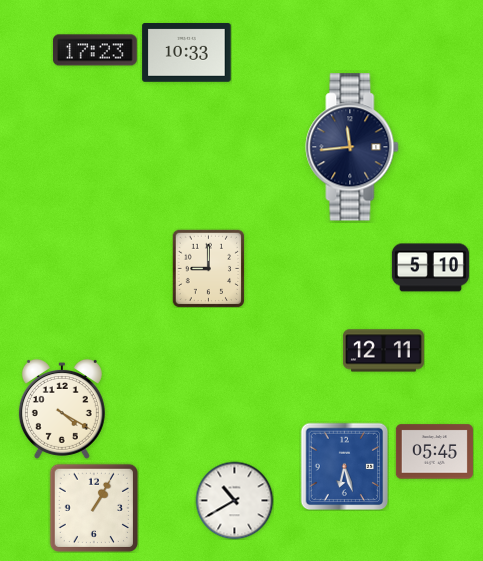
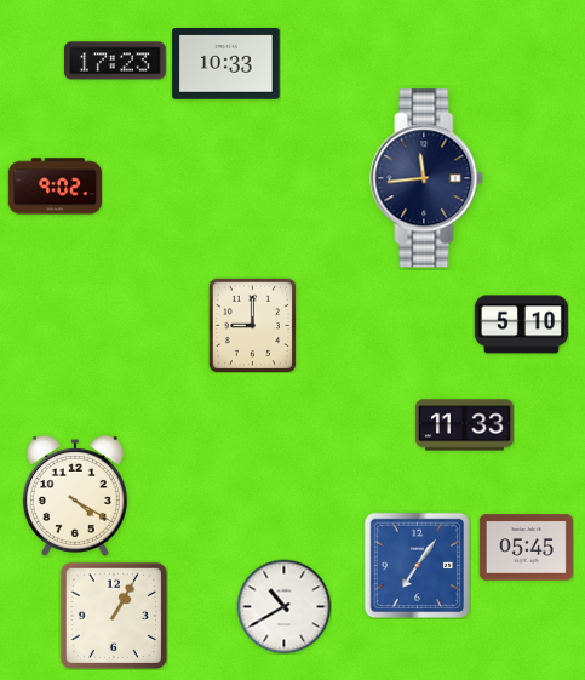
clock at (55, 187): none -> 9:02
clock at (383, 351): 12:11 -> 11:33
clock at (344, 466): 6:27 -> 7:06
